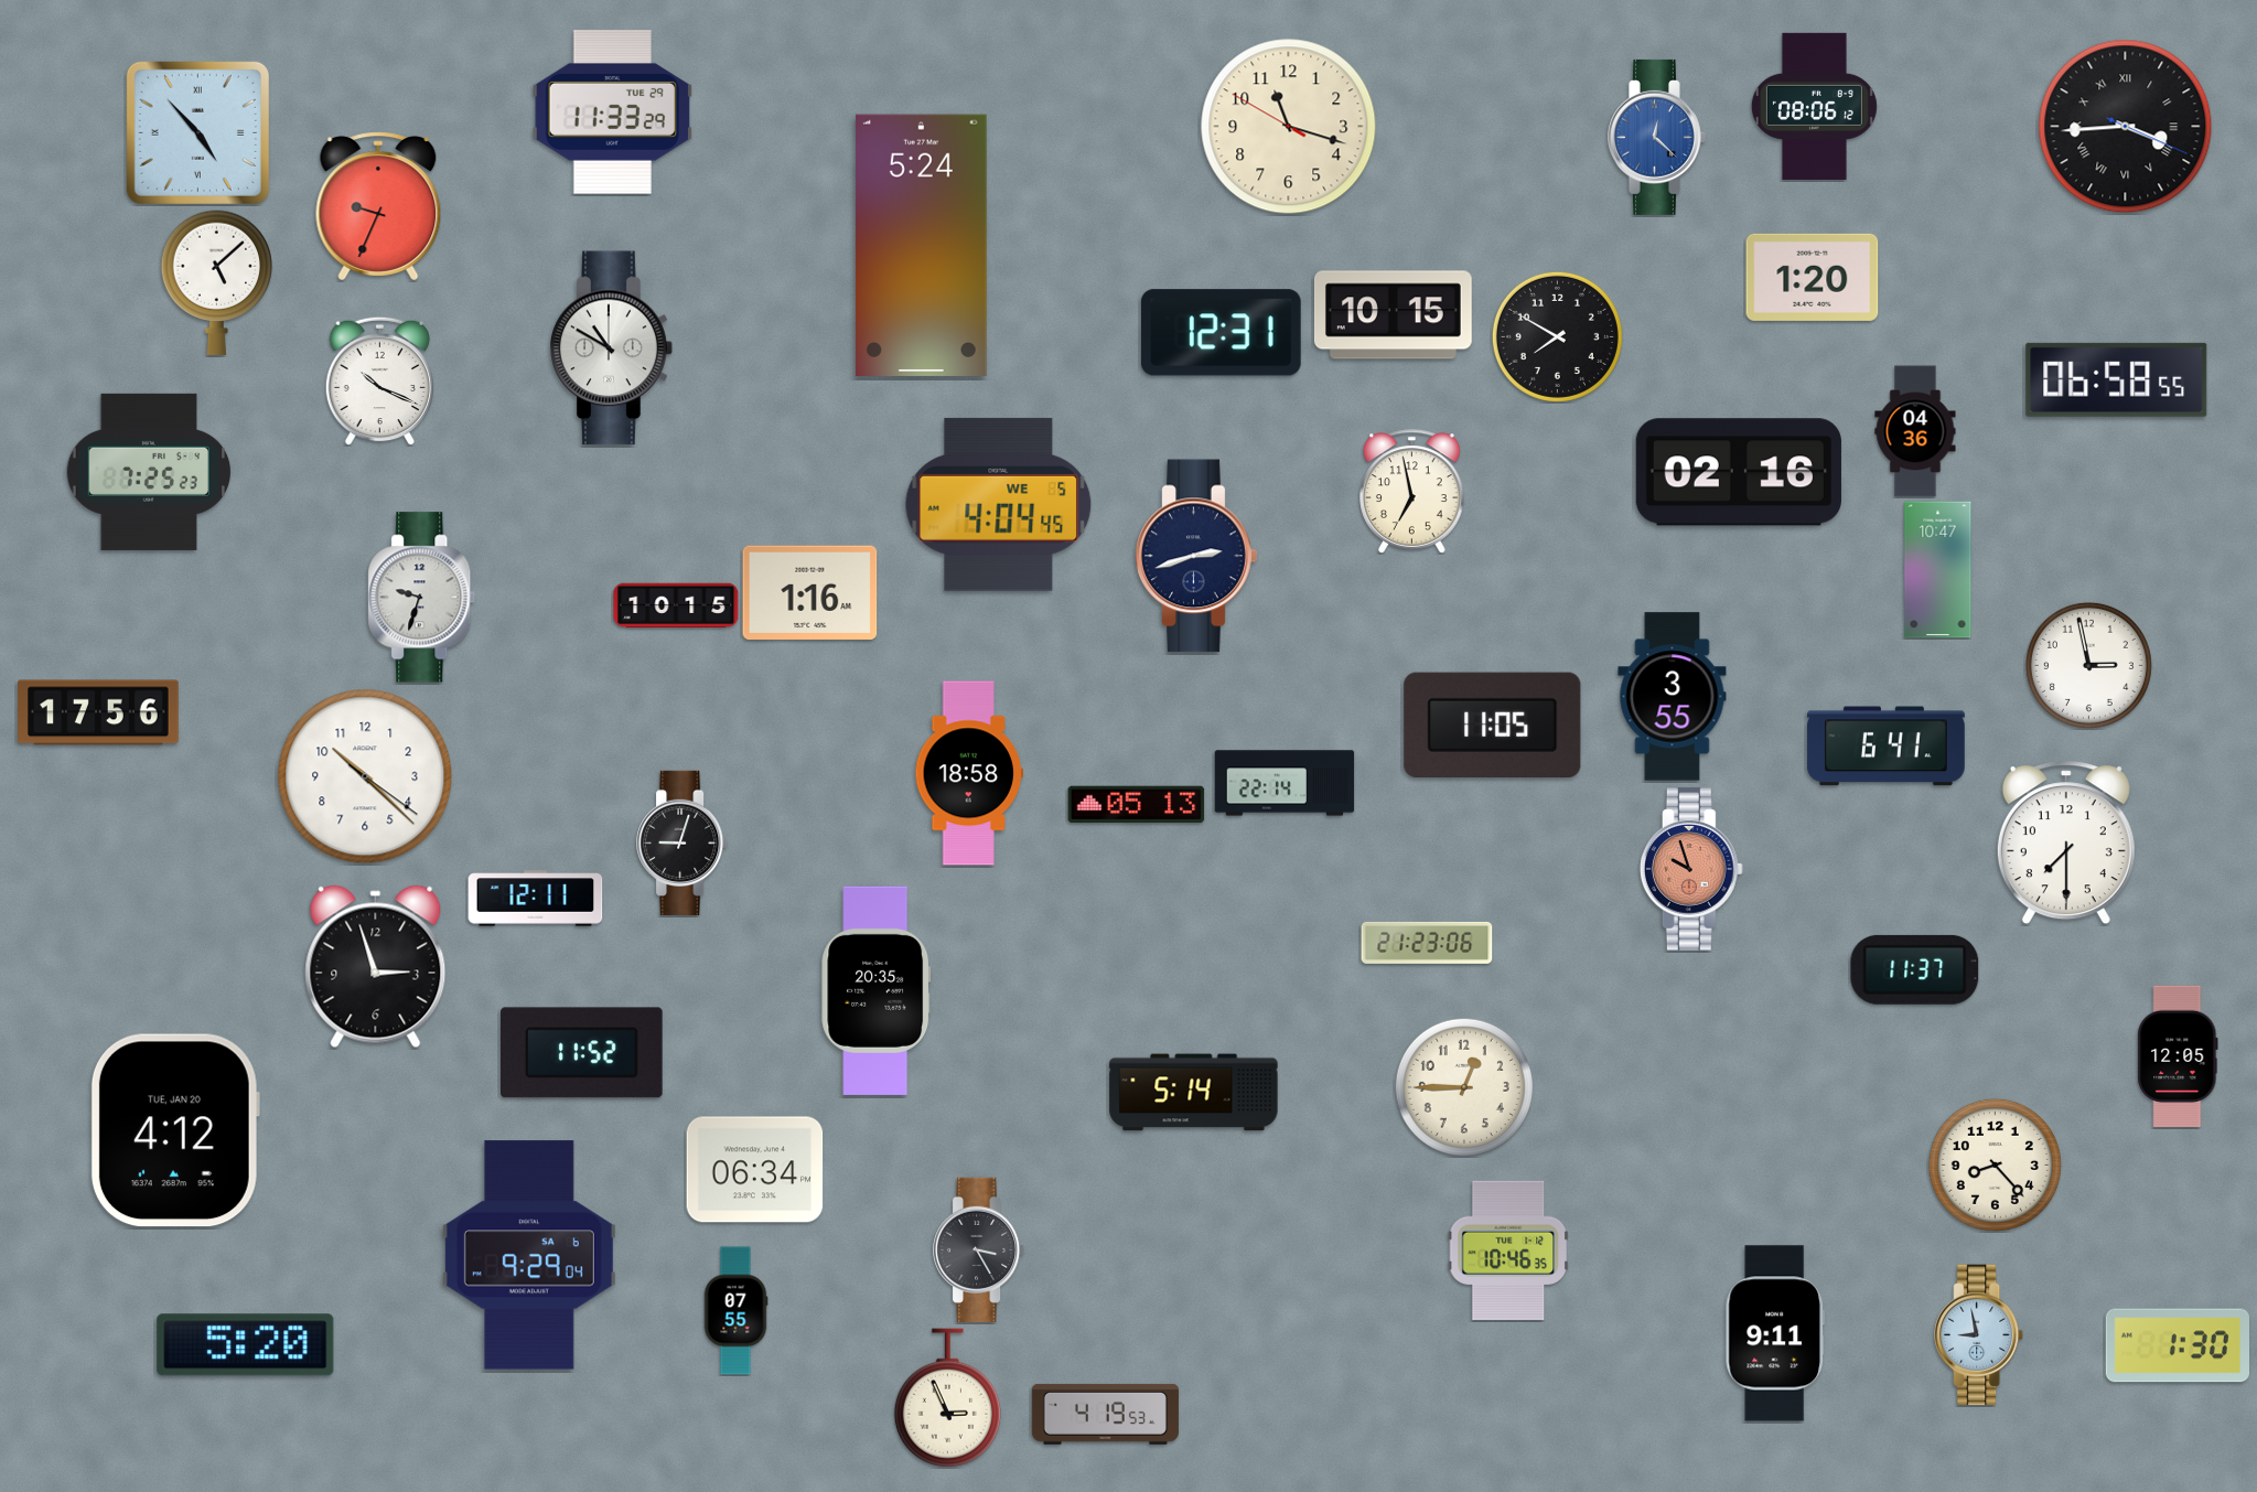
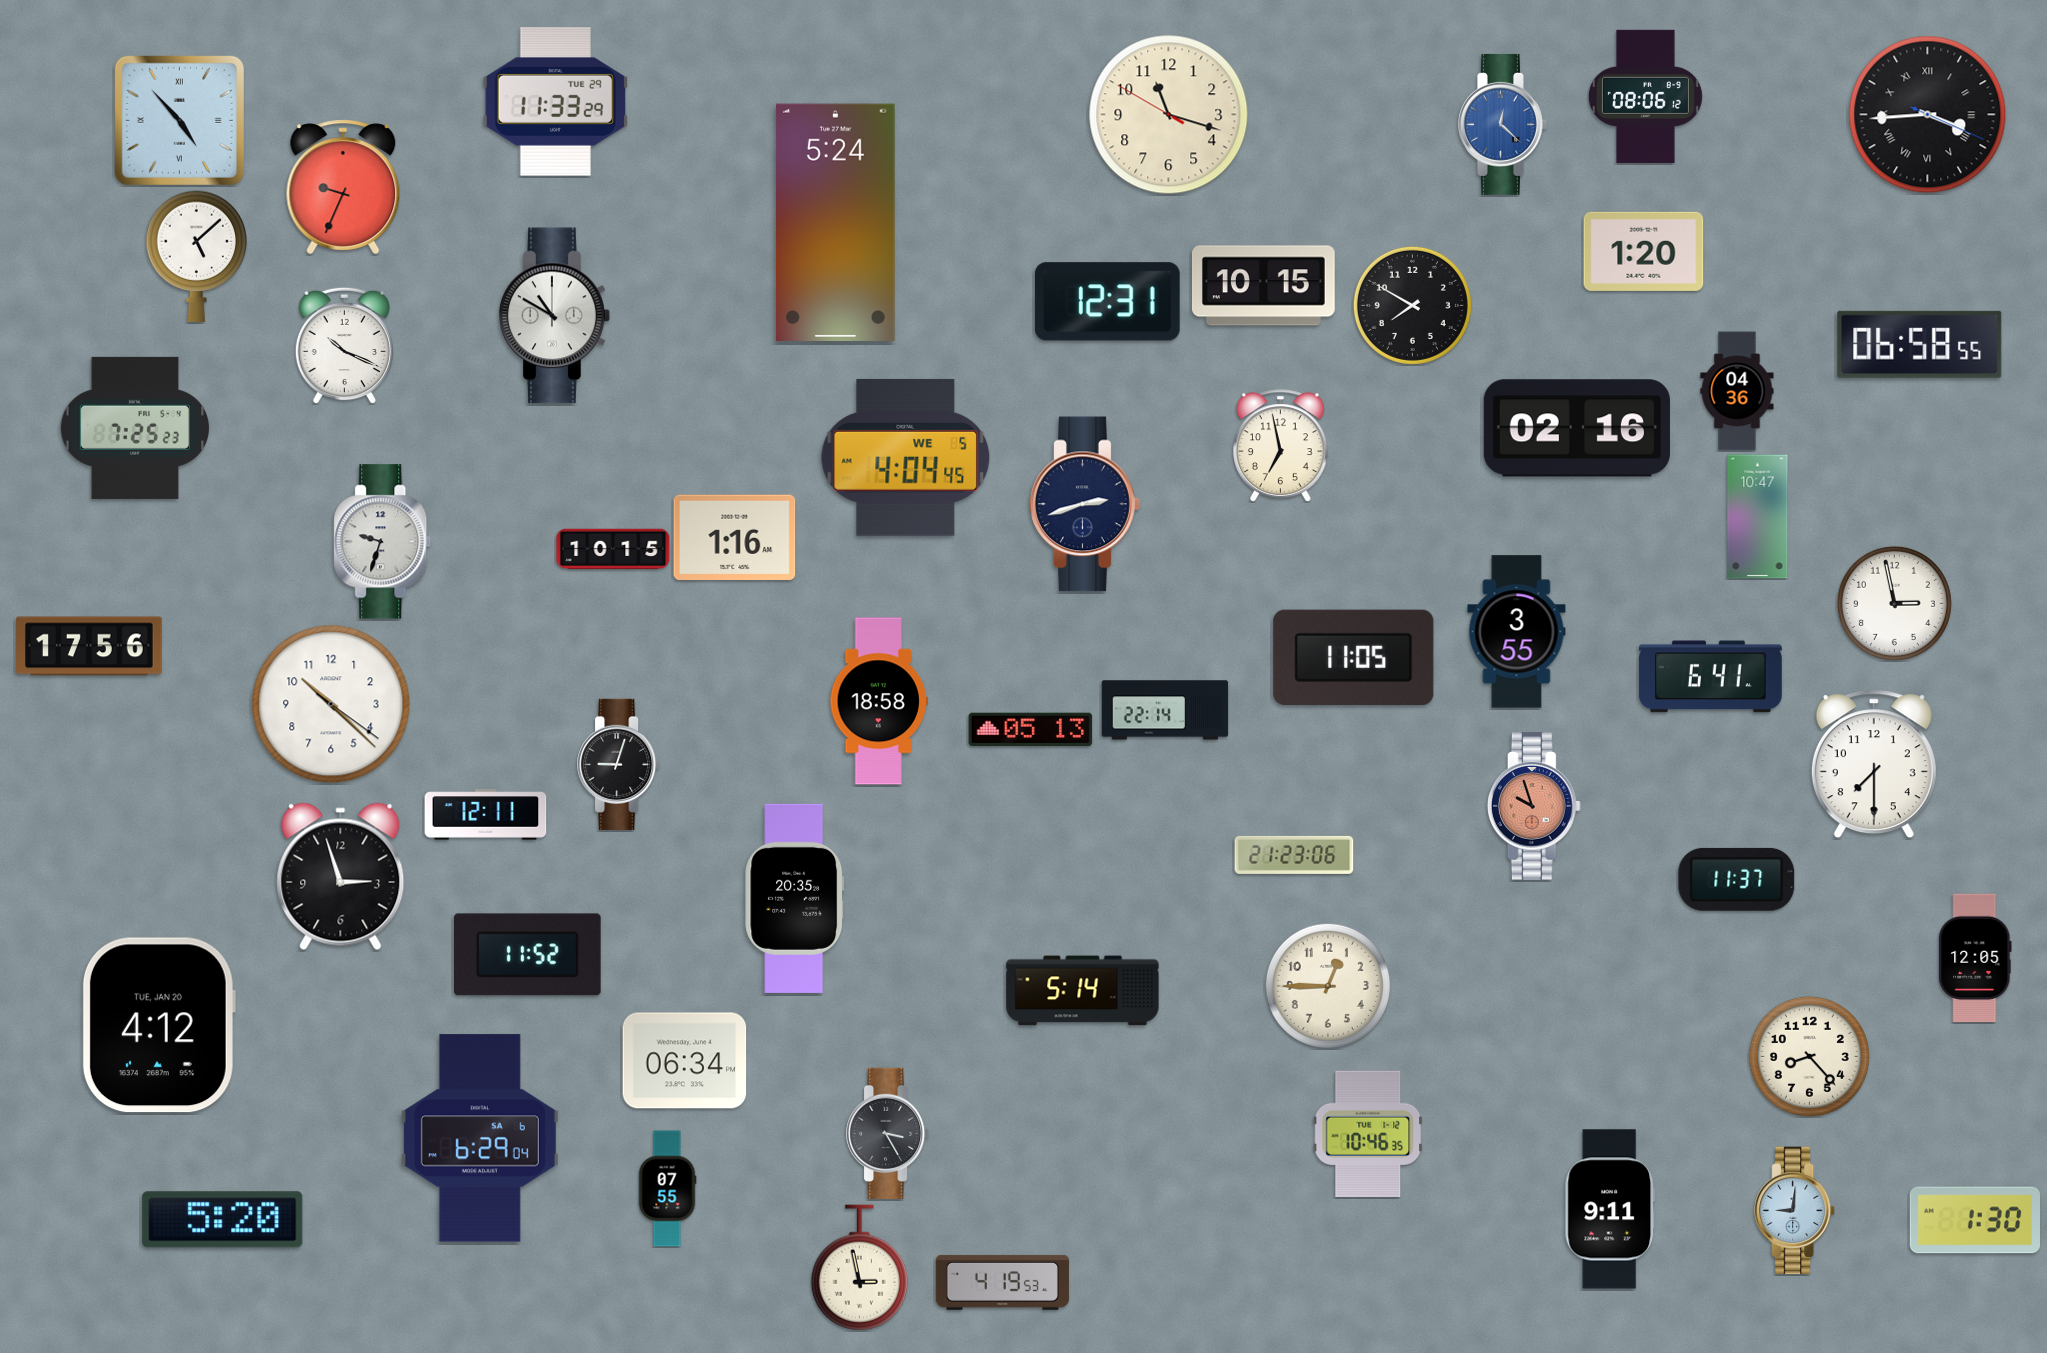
clock at (1691, 869) position: (1691, 869) -> (1534, 806)
clock at (529, 1255): 9:29 -> 6:29
clock at (1979, 1335): 8:58 -> 9:01
clock at (947, 1398): 2:56 -> 2:58
